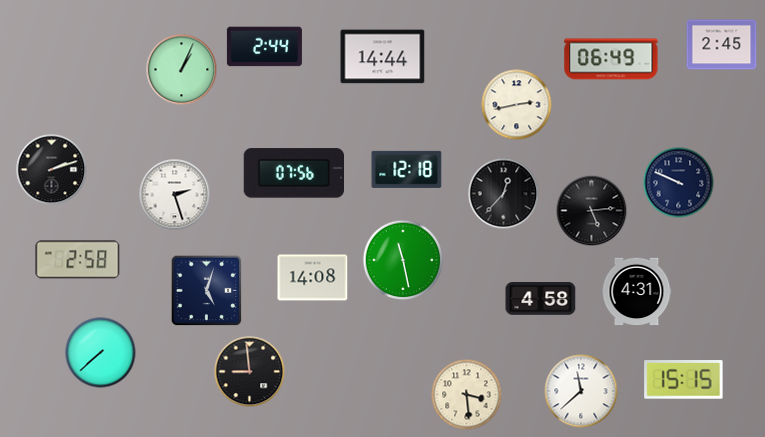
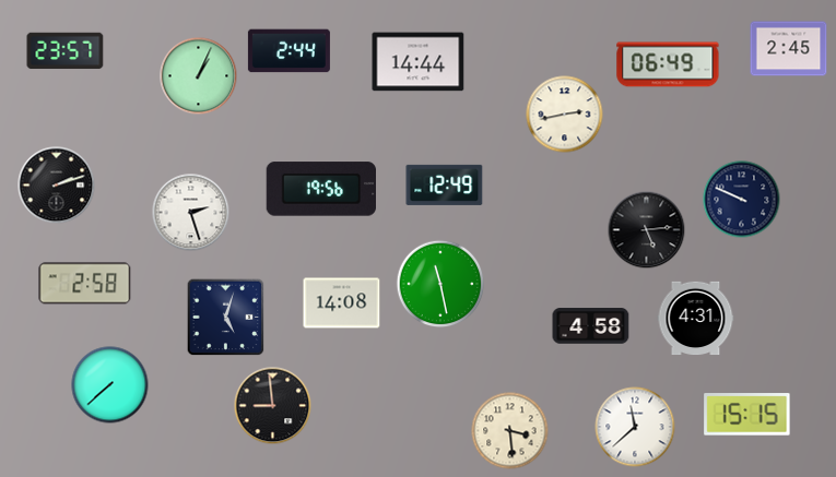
clock at (66, 51): none -> 23:57
clock at (407, 169): 12:18 -> 12:49
clock at (293, 173): 07:56 -> 19:56
clock at (504, 194): 12:37 -> none
